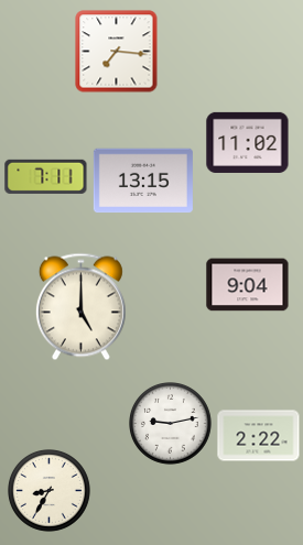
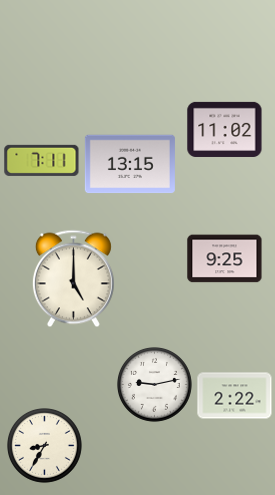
clock at (117, 52): 7:16 -> none
clock at (248, 285): 9:04 -> 9:25
